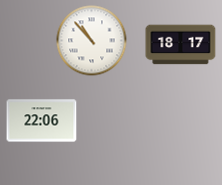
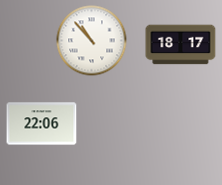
clock at (42, 121) position: (42, 121) -> (42, 124)
